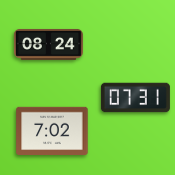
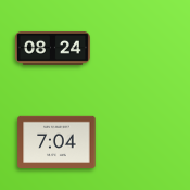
clock at (135, 98): 07:31 -> none
clock at (52, 131): 7:02 -> 7:04
